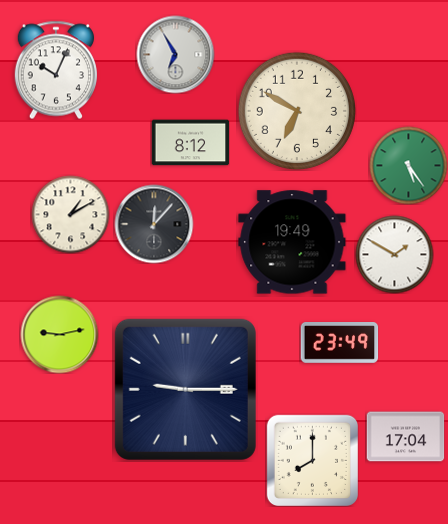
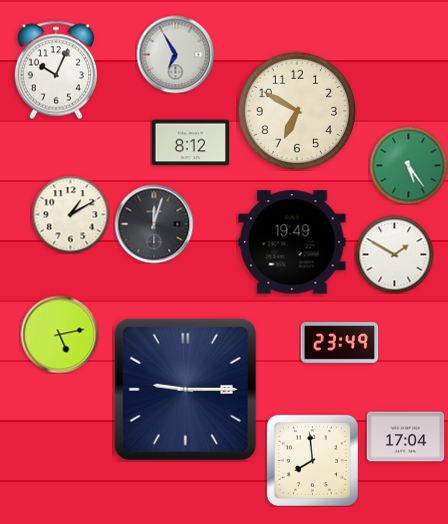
clock at (154, 224): 12:07 -> 12:03
clock at (59, 334): 9:13 -> 5:13
clock at (312, 460): 8:00 -> 7:59
